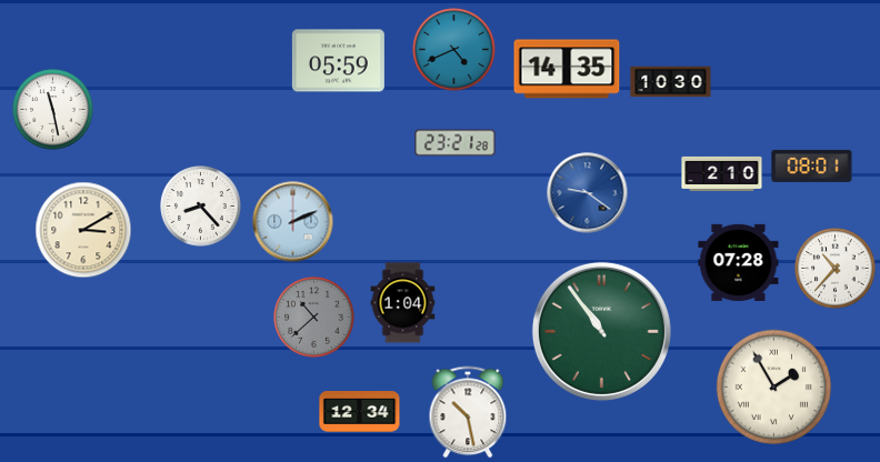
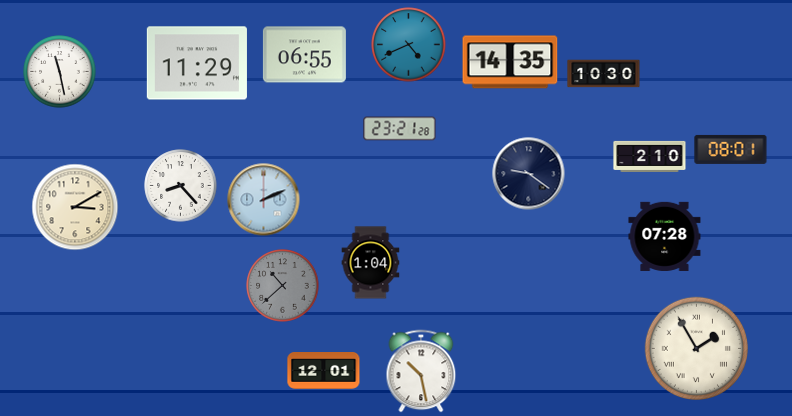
clock at (338, 61): 05:59 -> 06:55
clock at (197, 63): none -> 11:29
clock at (53, 110) position: (53, 110) -> (60, 72)
clock at (456, 143) position: (456, 143) -> (400, 129)
clock at (588, 193) dial: blue -> navy
clock at (836, 269): 10:37 -> none
clock at (403, 303) position: (403, 303) -> (371, 263)
clock at (601, 331): 10:54 -> none
clock at (360, 412): 12:34 -> 12:01
